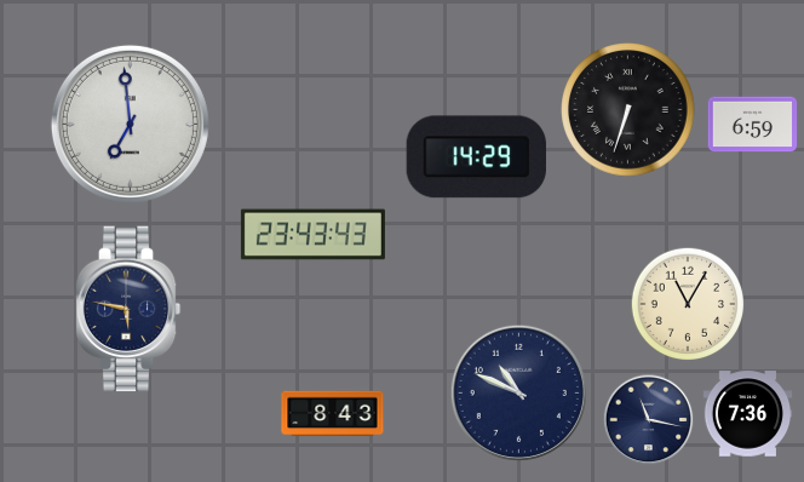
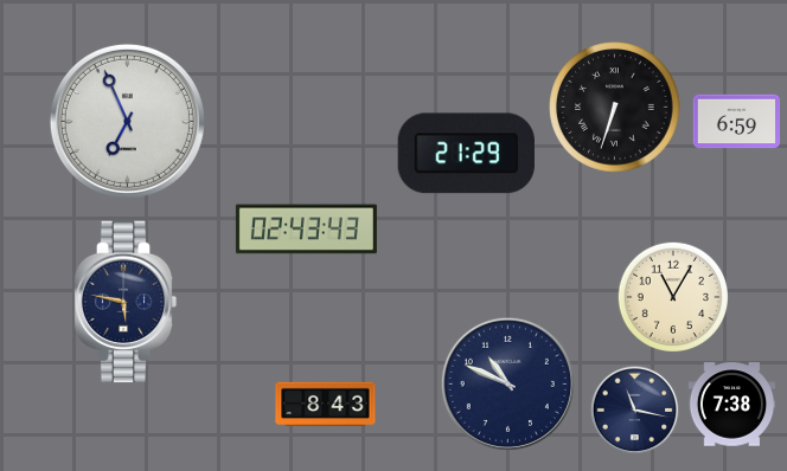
clock at (130, 124): 6:59 -> 6:56
clock at (476, 157): 14:29 -> 21:29
clock at (312, 235): 23:43 -> 02:43
clock at (748, 414): 7:36 -> 7:38
